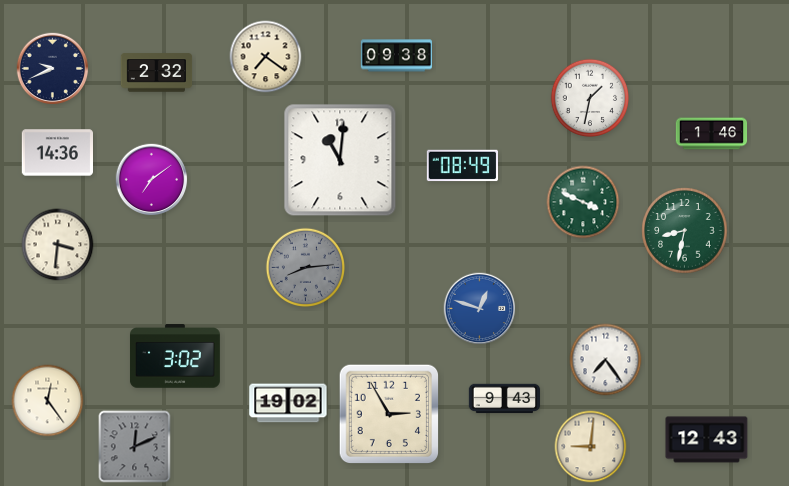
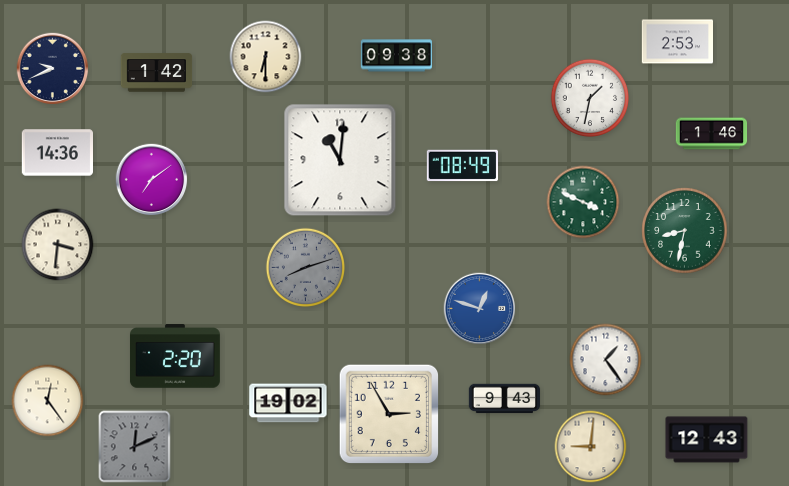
clock at (677, 42): none -> 2:53
clock at (266, 57): 7:21 -> 6:30
clock at (157, 73): 2:32 -> 1:42
clock at (305, 267): 8:14 -> 8:12
clock at (175, 356): 3:02 -> 2:20
clock at (606, 360): 7:24 -> 1:24
